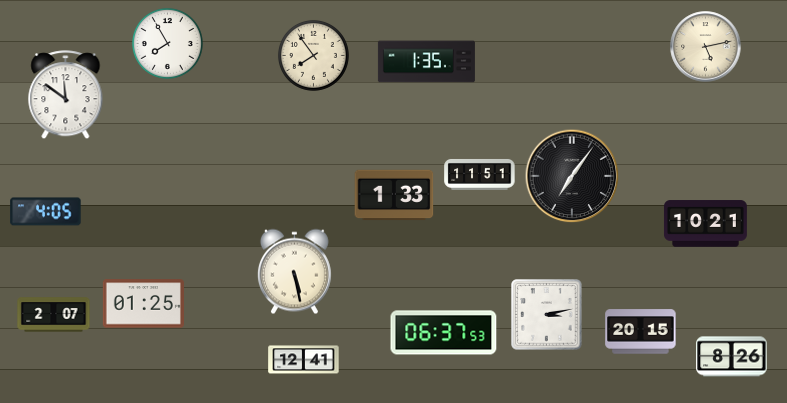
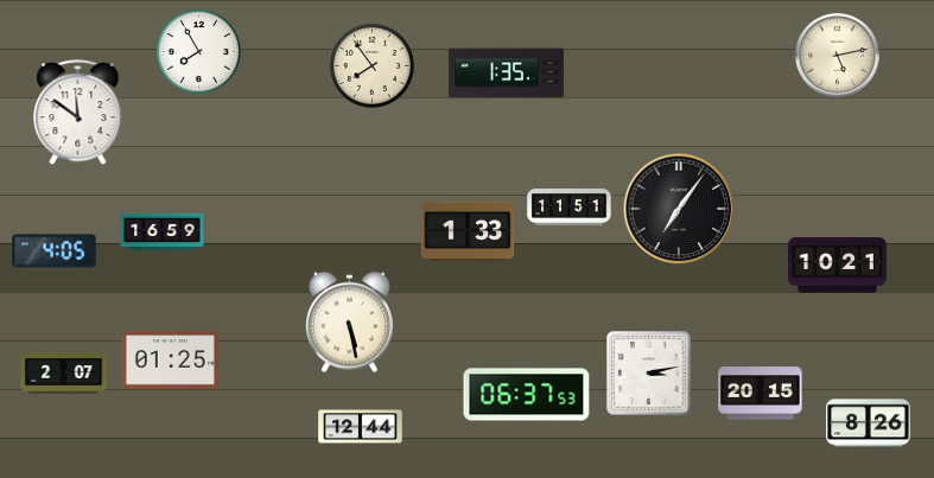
clock at (163, 231): none -> 16:59
clock at (304, 360): 12:41 -> 12:44
